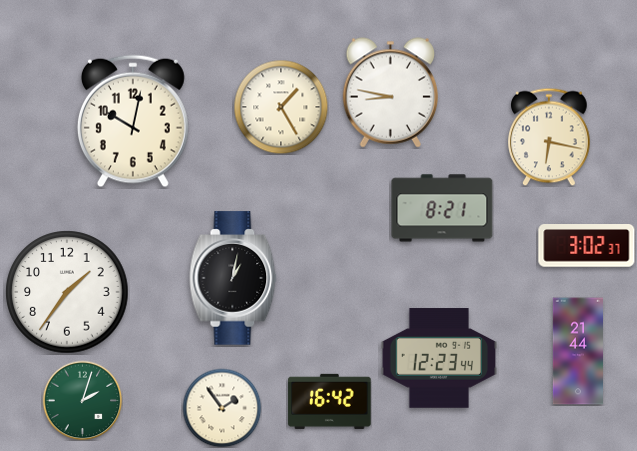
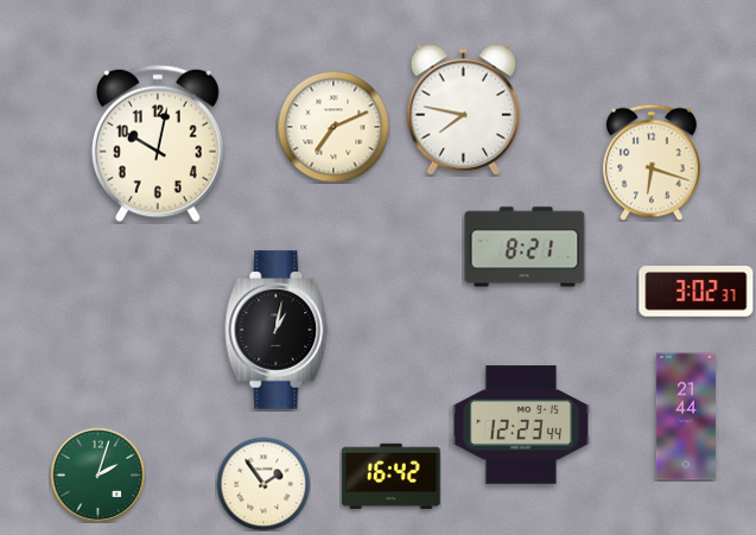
clock at (390, 93): 8:47 -> 7:47
clock at (281, 107): 1:25 -> 7:11
clock at (550, 137): 6:17 -> 6:18
clock at (67, 292): 1:36 -> none
